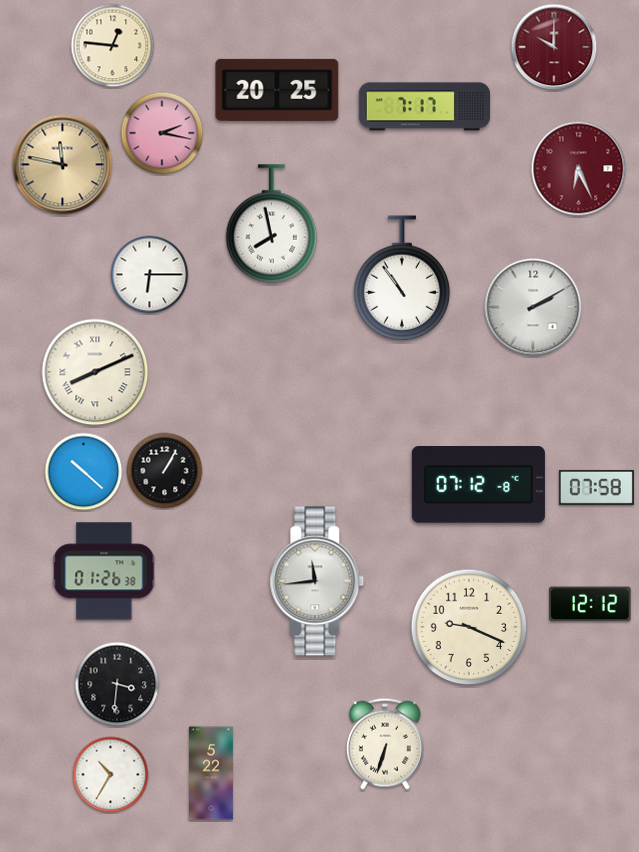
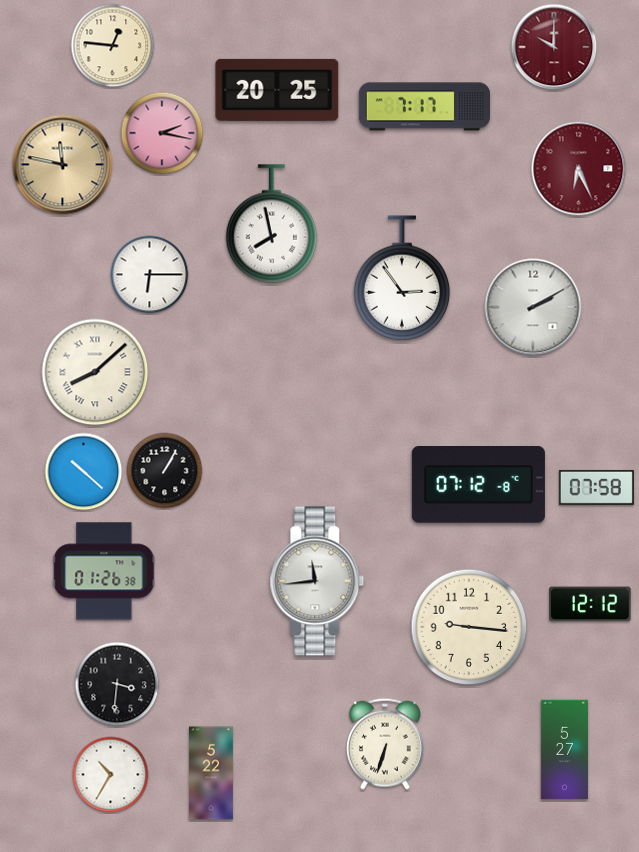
clock at (402, 278): 10:54 -> 2:54
clock at (95, 372): 8:11 -> 8:08
clock at (469, 627): 9:19 -> 9:16
clock at (564, 750): none -> 5:27
